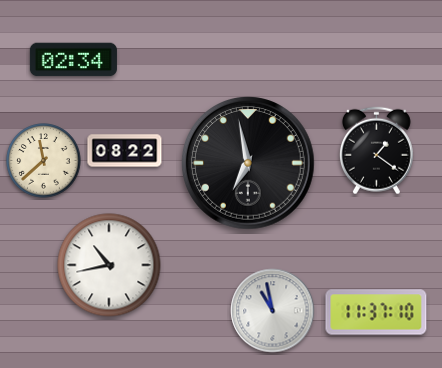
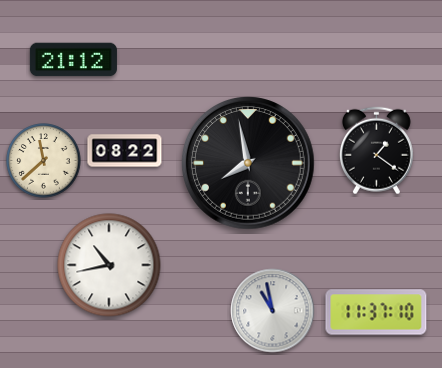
clock at (73, 60): 02:34 -> 21:12
clock at (248, 163): 6:58 -> 7:58
